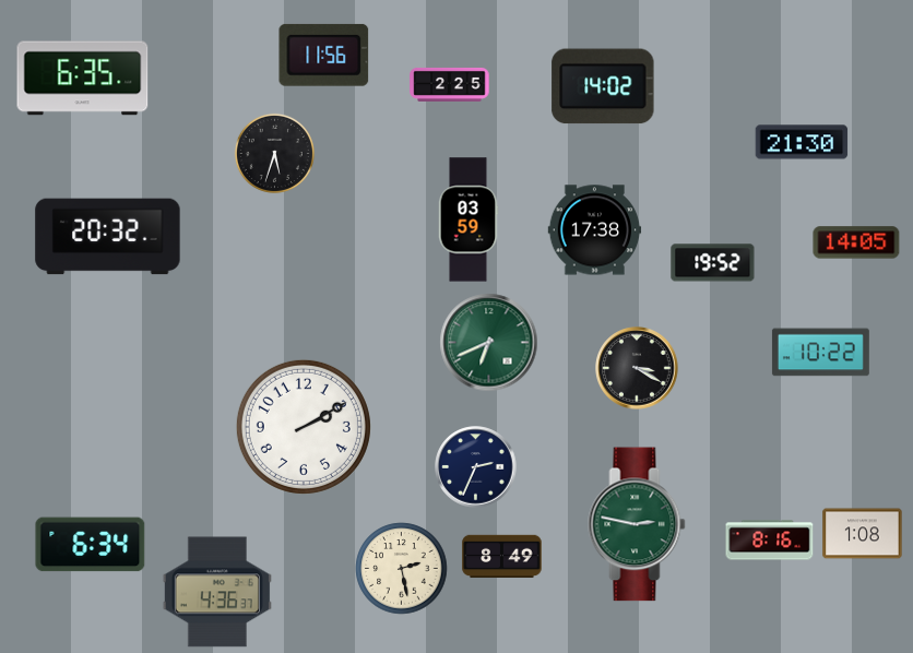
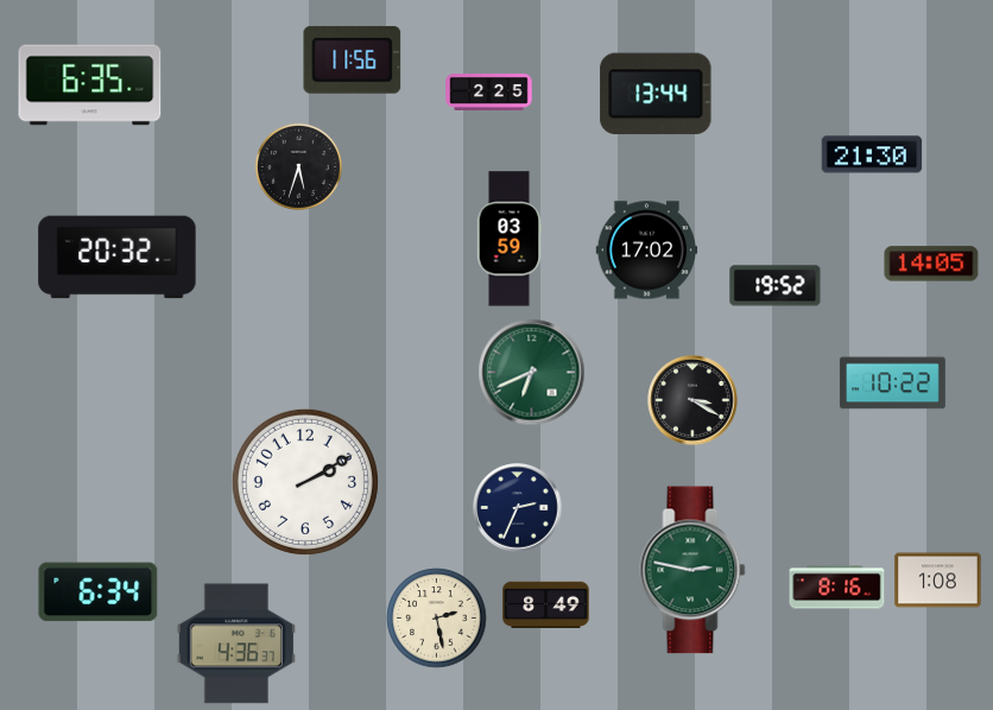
clock at (603, 86): 14:02 -> 13:44
clock at (595, 230): 17:38 -> 17:02
clock at (304, 427) position: (304, 427) -> (305, 482)
